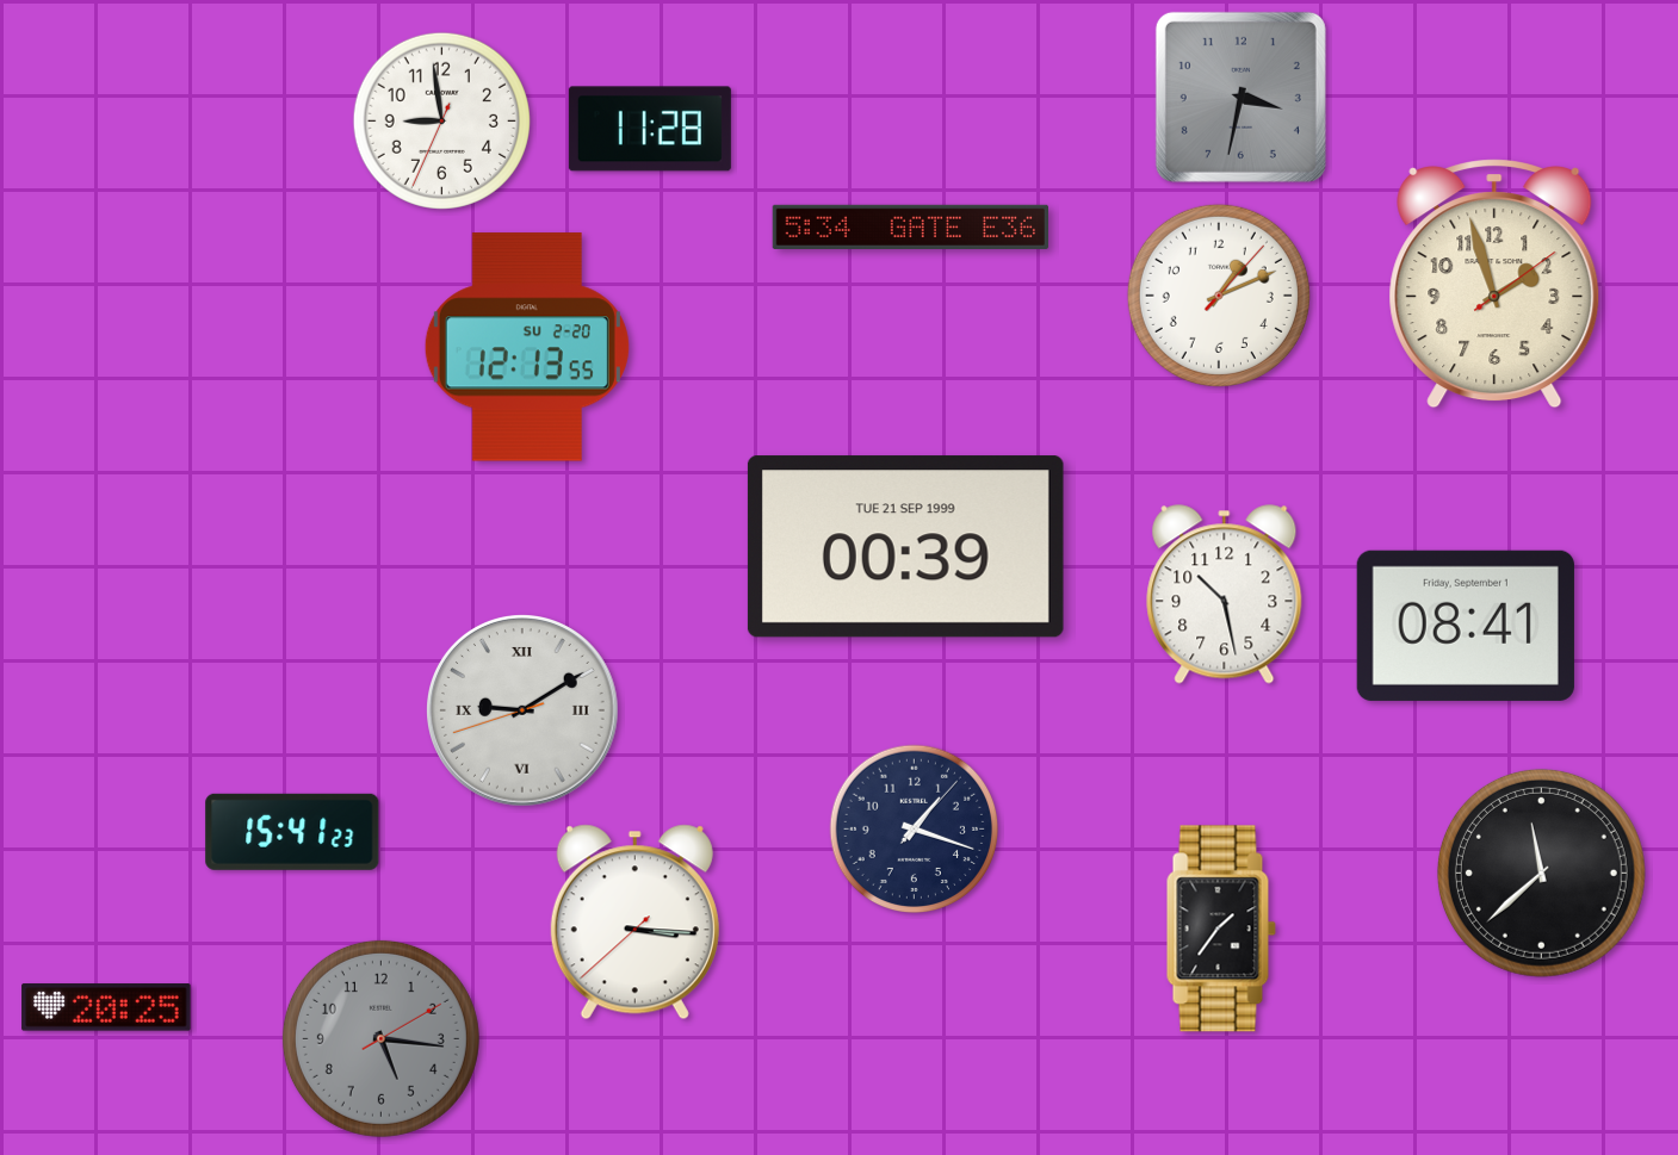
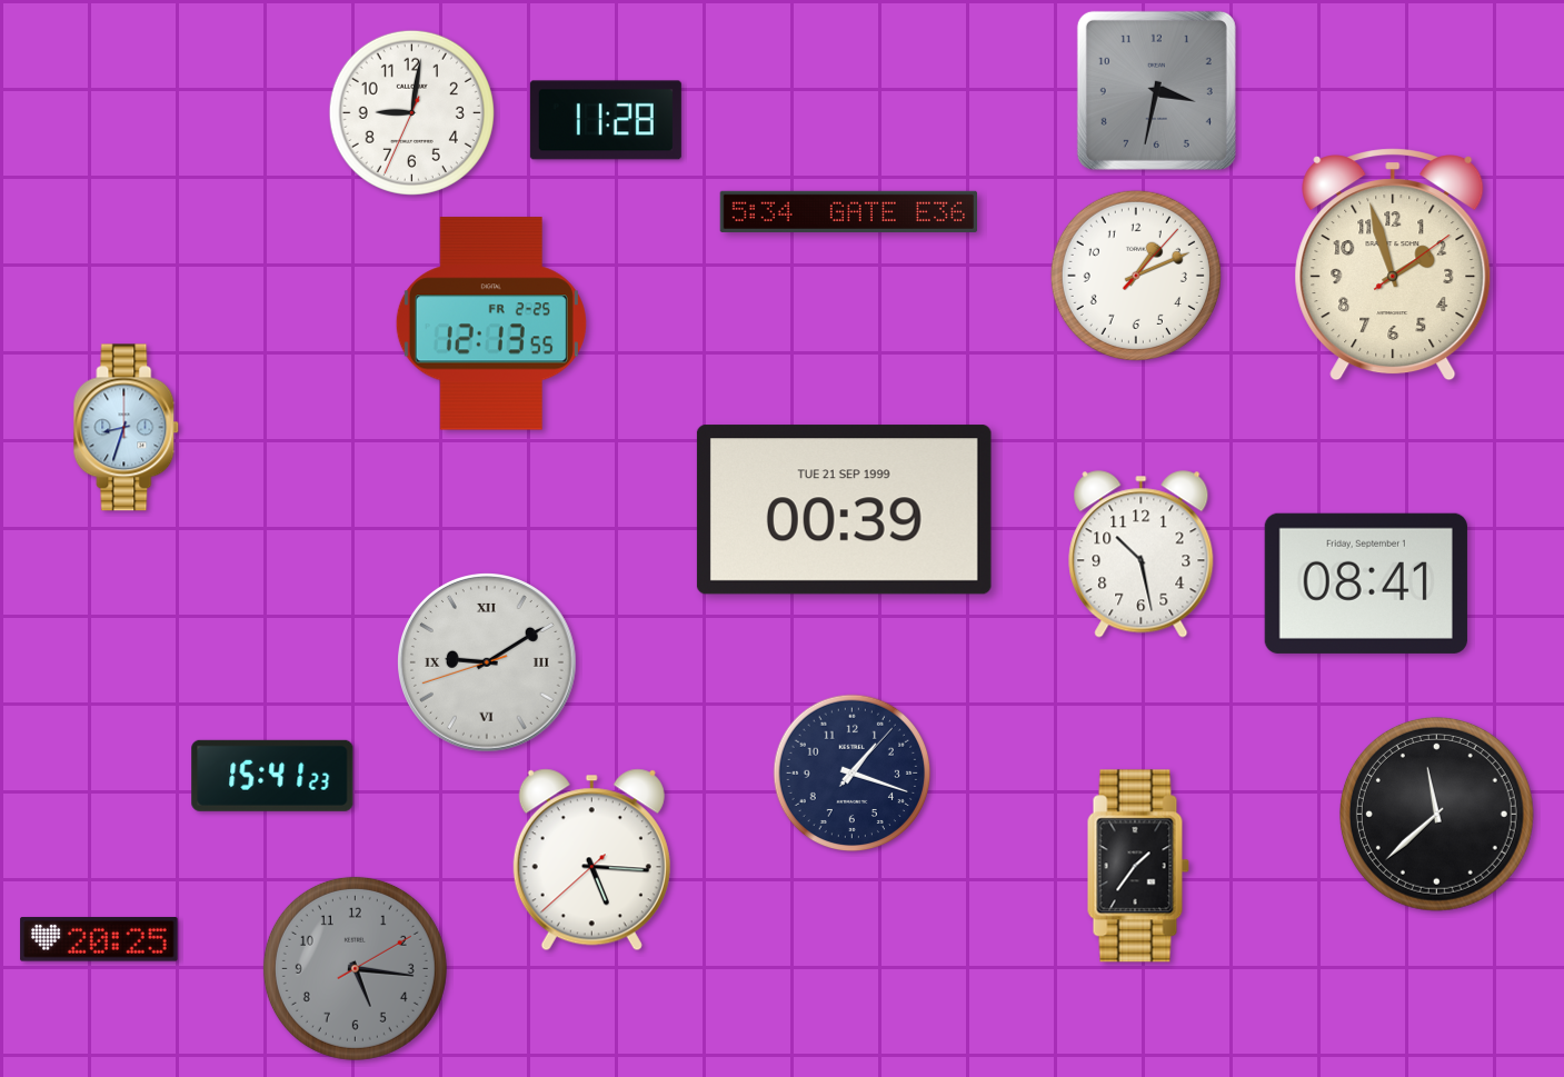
clock at (441, 120): 8:58 -> 9:01
clock at (527, 347) date: SU 2-20 -> FR 2-25
clock at (127, 428): none -> 8:33
clock at (634, 923): 3:15 -> 5:15
